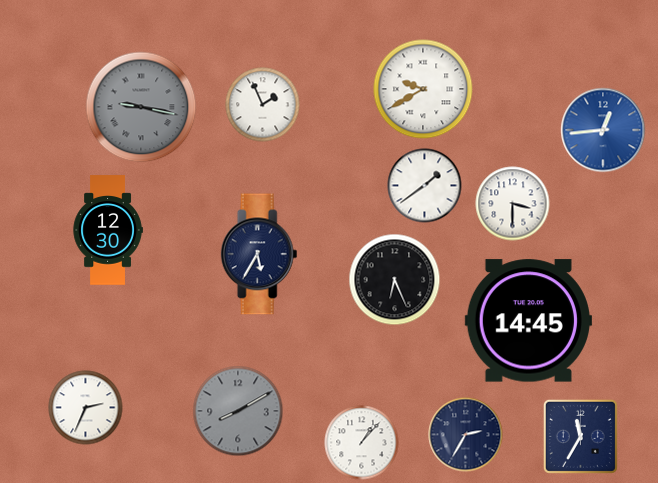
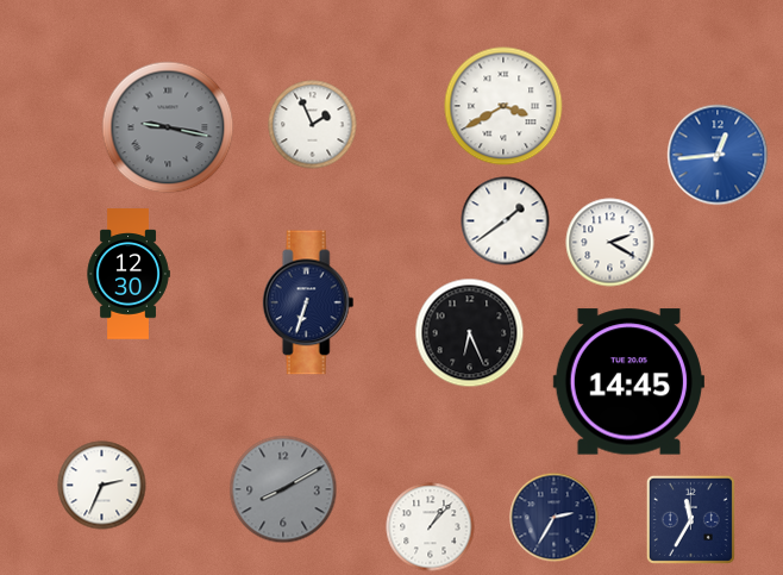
clock at (423, 89): 9:40 -> 3:40
clock at (513, 204): 3:30 -> 2:20
clock at (259, 254): 5:35 -> 6:33
